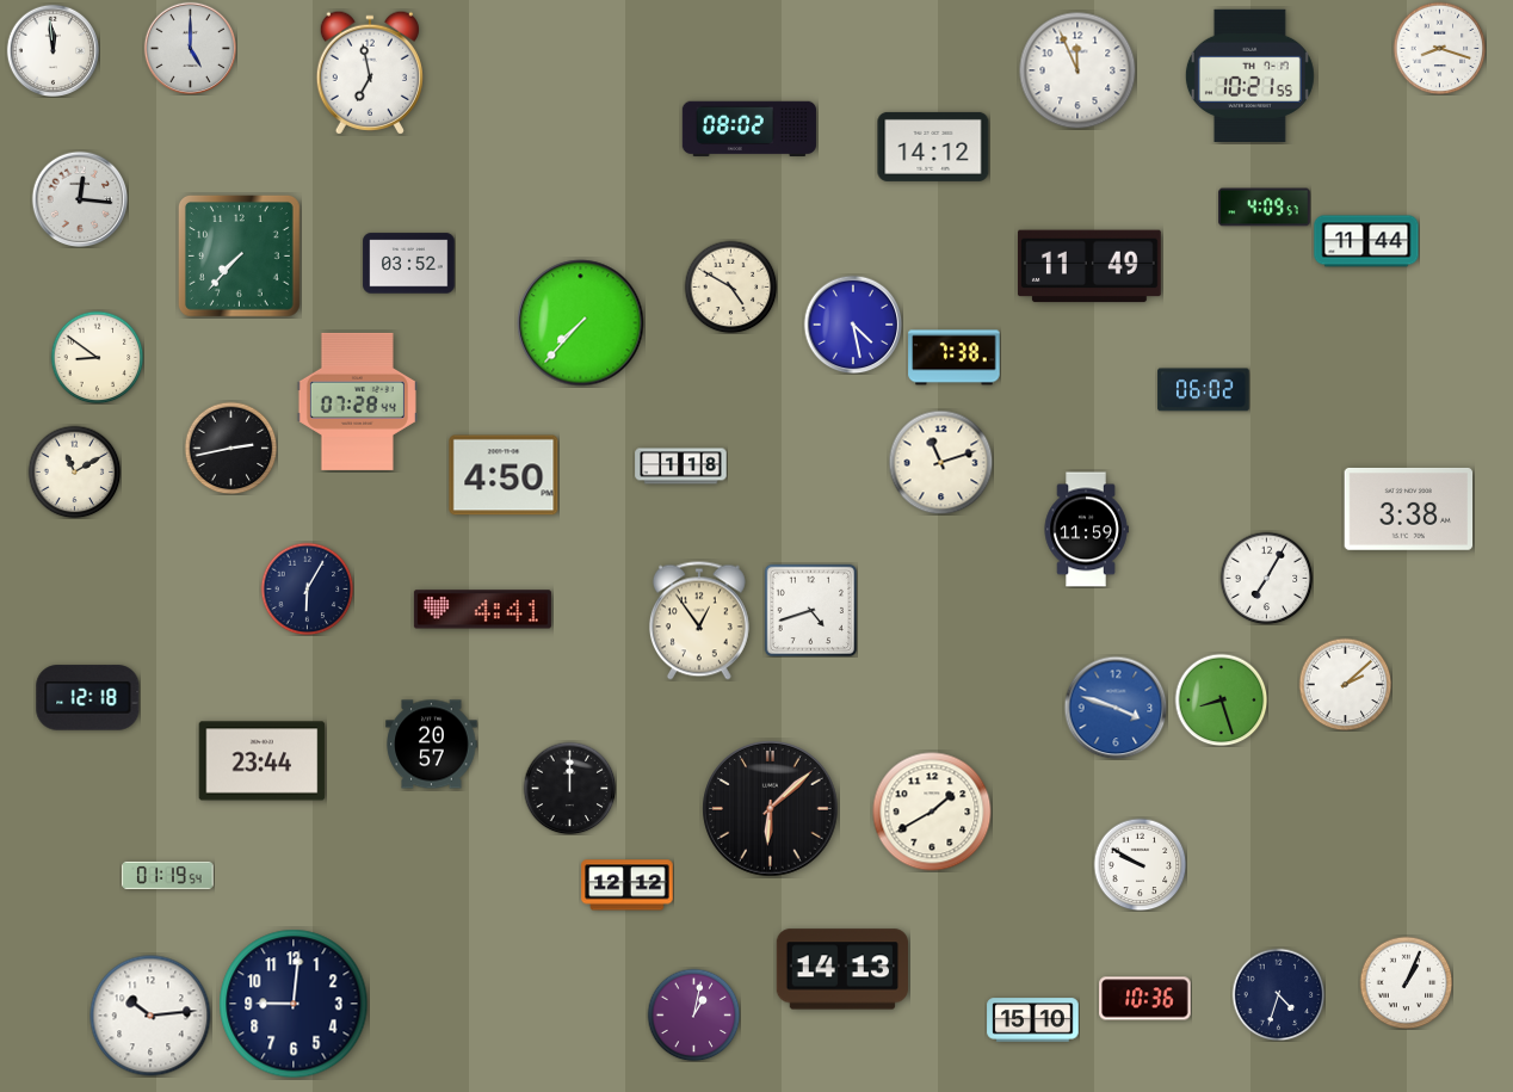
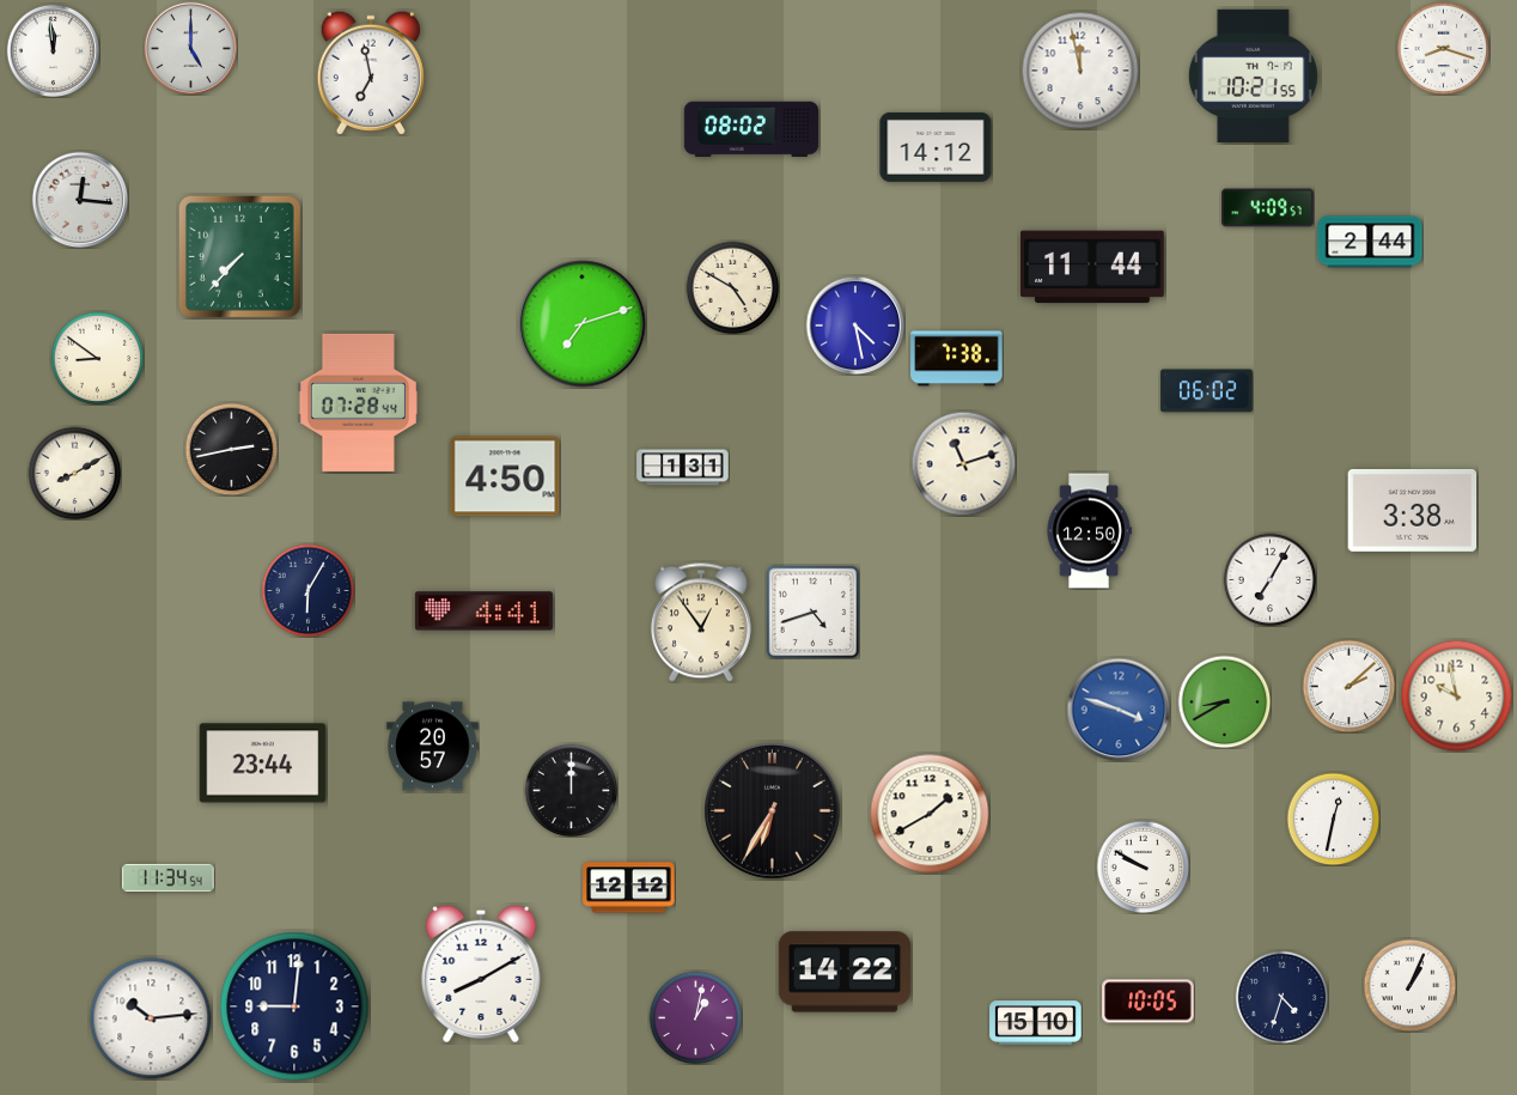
clock at (1077, 70): 11:56 -> 11:58
clock at (1366, 241): 11:44 -> 2:44
clock at (409, 264): 03:52 -> none
clock at (1089, 266): 11:49 -> 11:44
clock at (581, 323): 7:37 -> 7:12
clock at (940, 462) position: (940, 462) -> (963, 463)
clock at (681, 467): 1:18 -> 1:31
clock at (74, 471): 11:10 -> 8:10
clock at (1086, 530): 11:59 -> 12:50
clock at (1456, 695): none -> 9:58
clock at (88, 698): 12:18 -> none
clock at (1221, 699): 8:27 -> 8:40
clock at (771, 809): 6:08 -> 6:35
clock at (932, 812) position: (932, 812) -> (930, 814)
clock at (1333, 819): none -> 12:32
clock at (168, 875): 01:19 -> 11:34
clock at (841, 969): 14:13 -> 14:22
clock at (481, 974): none -> 8:10
clock at (1145, 999): 10:36 -> 10:05
